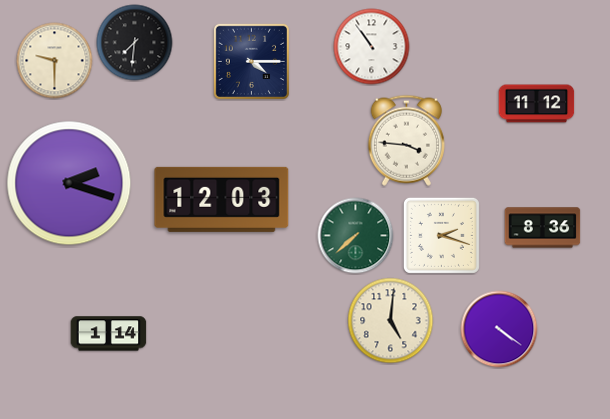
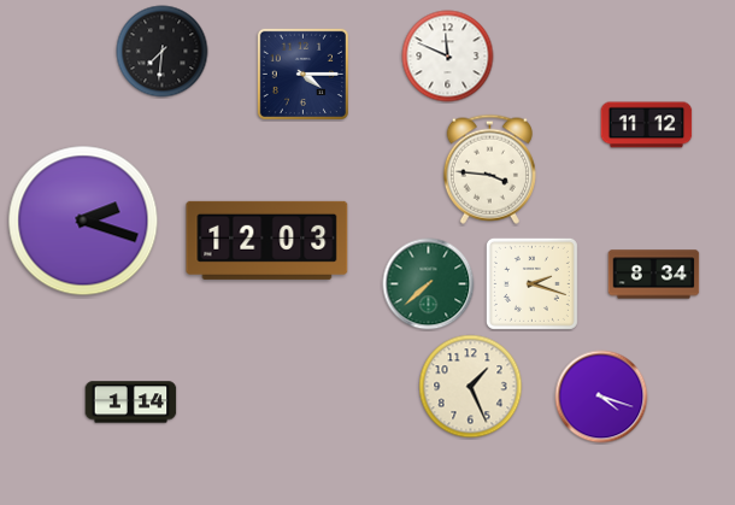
clock at (372, 47): 10:54 -> 11:49
clock at (55, 61): 9:30 -> none
clock at (543, 228): 8:36 -> 8:34
clock at (391, 321): 5:01 -> 1:26
clock at (499, 329): 4:21 -> 4:18
